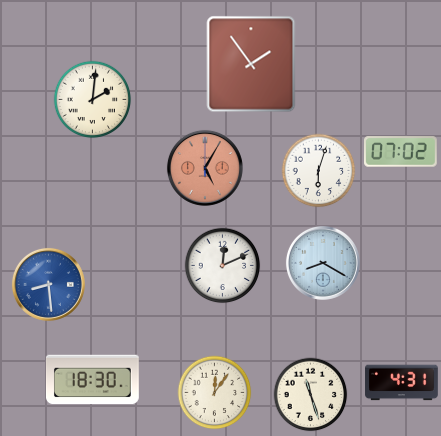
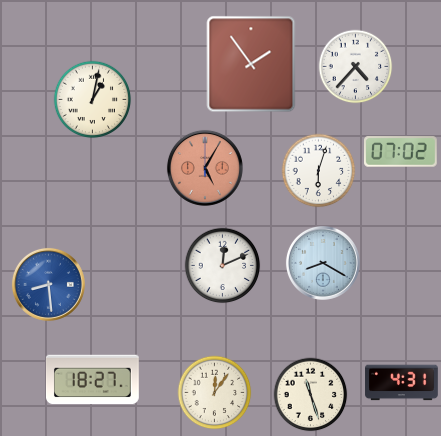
clock at (356, 67): none -> 4:37
clock at (93, 100): 2:01 -> 1:02
clock at (92, 380): 18:30 -> 18:27
